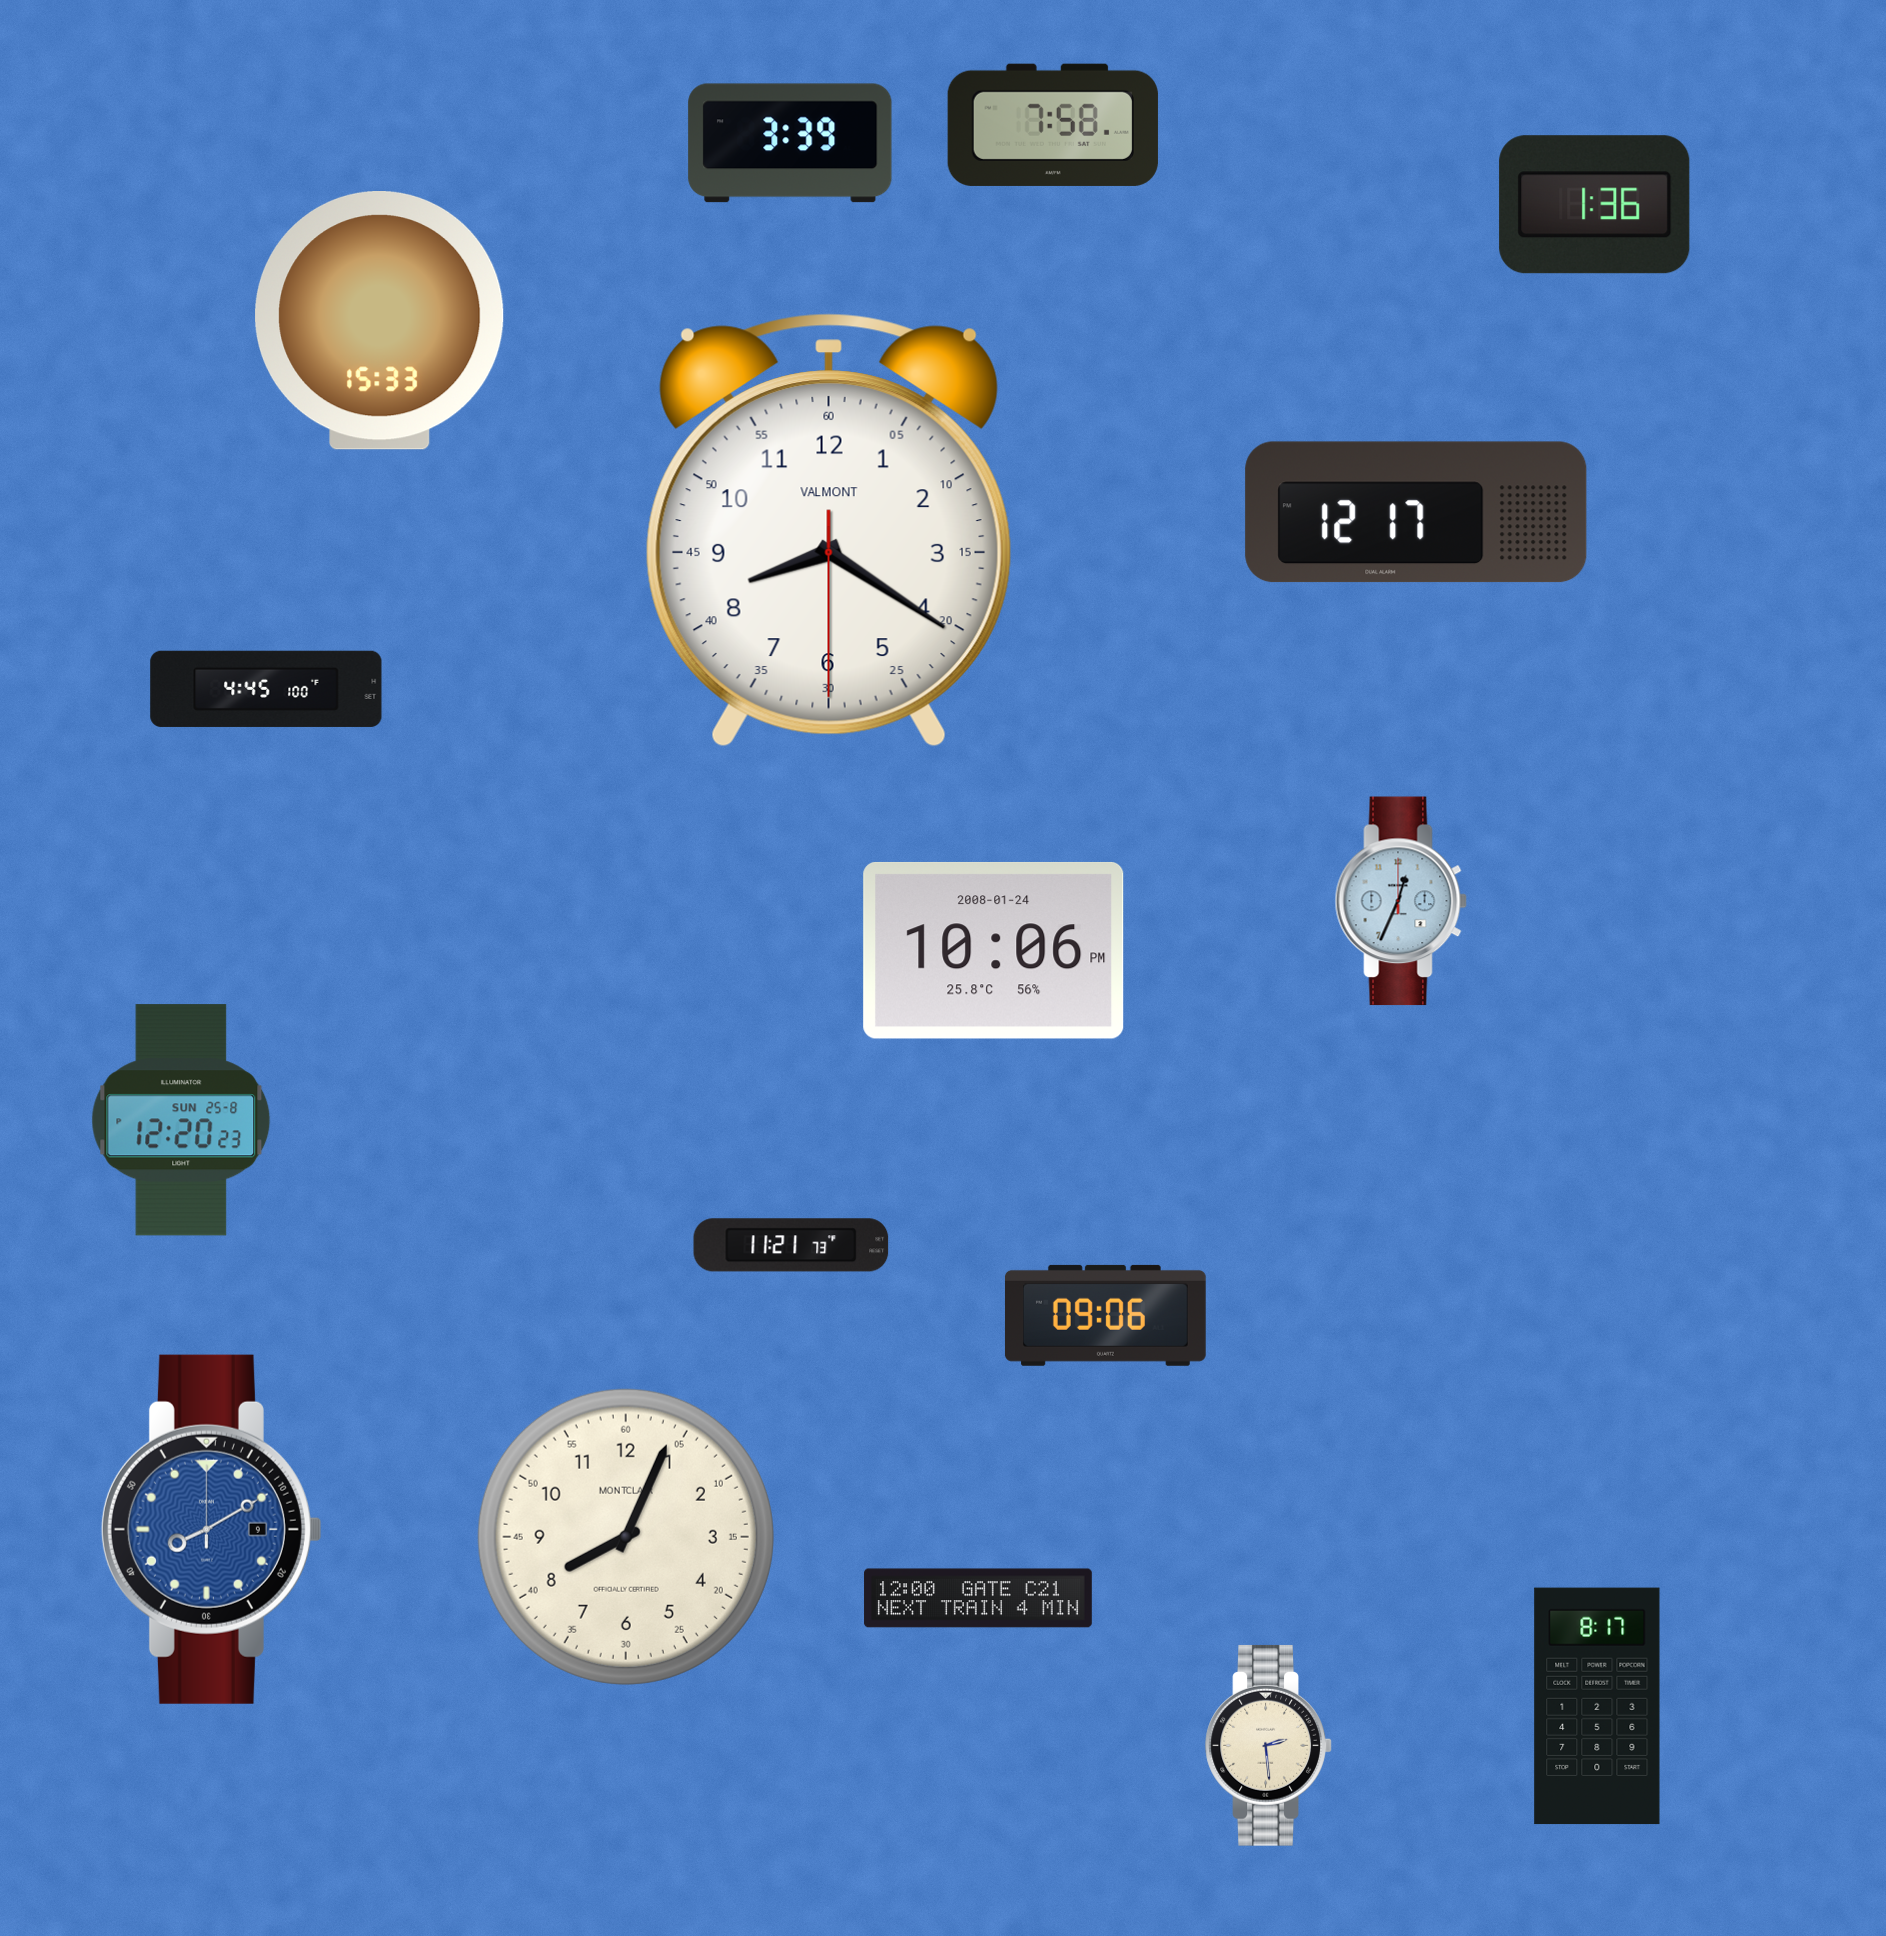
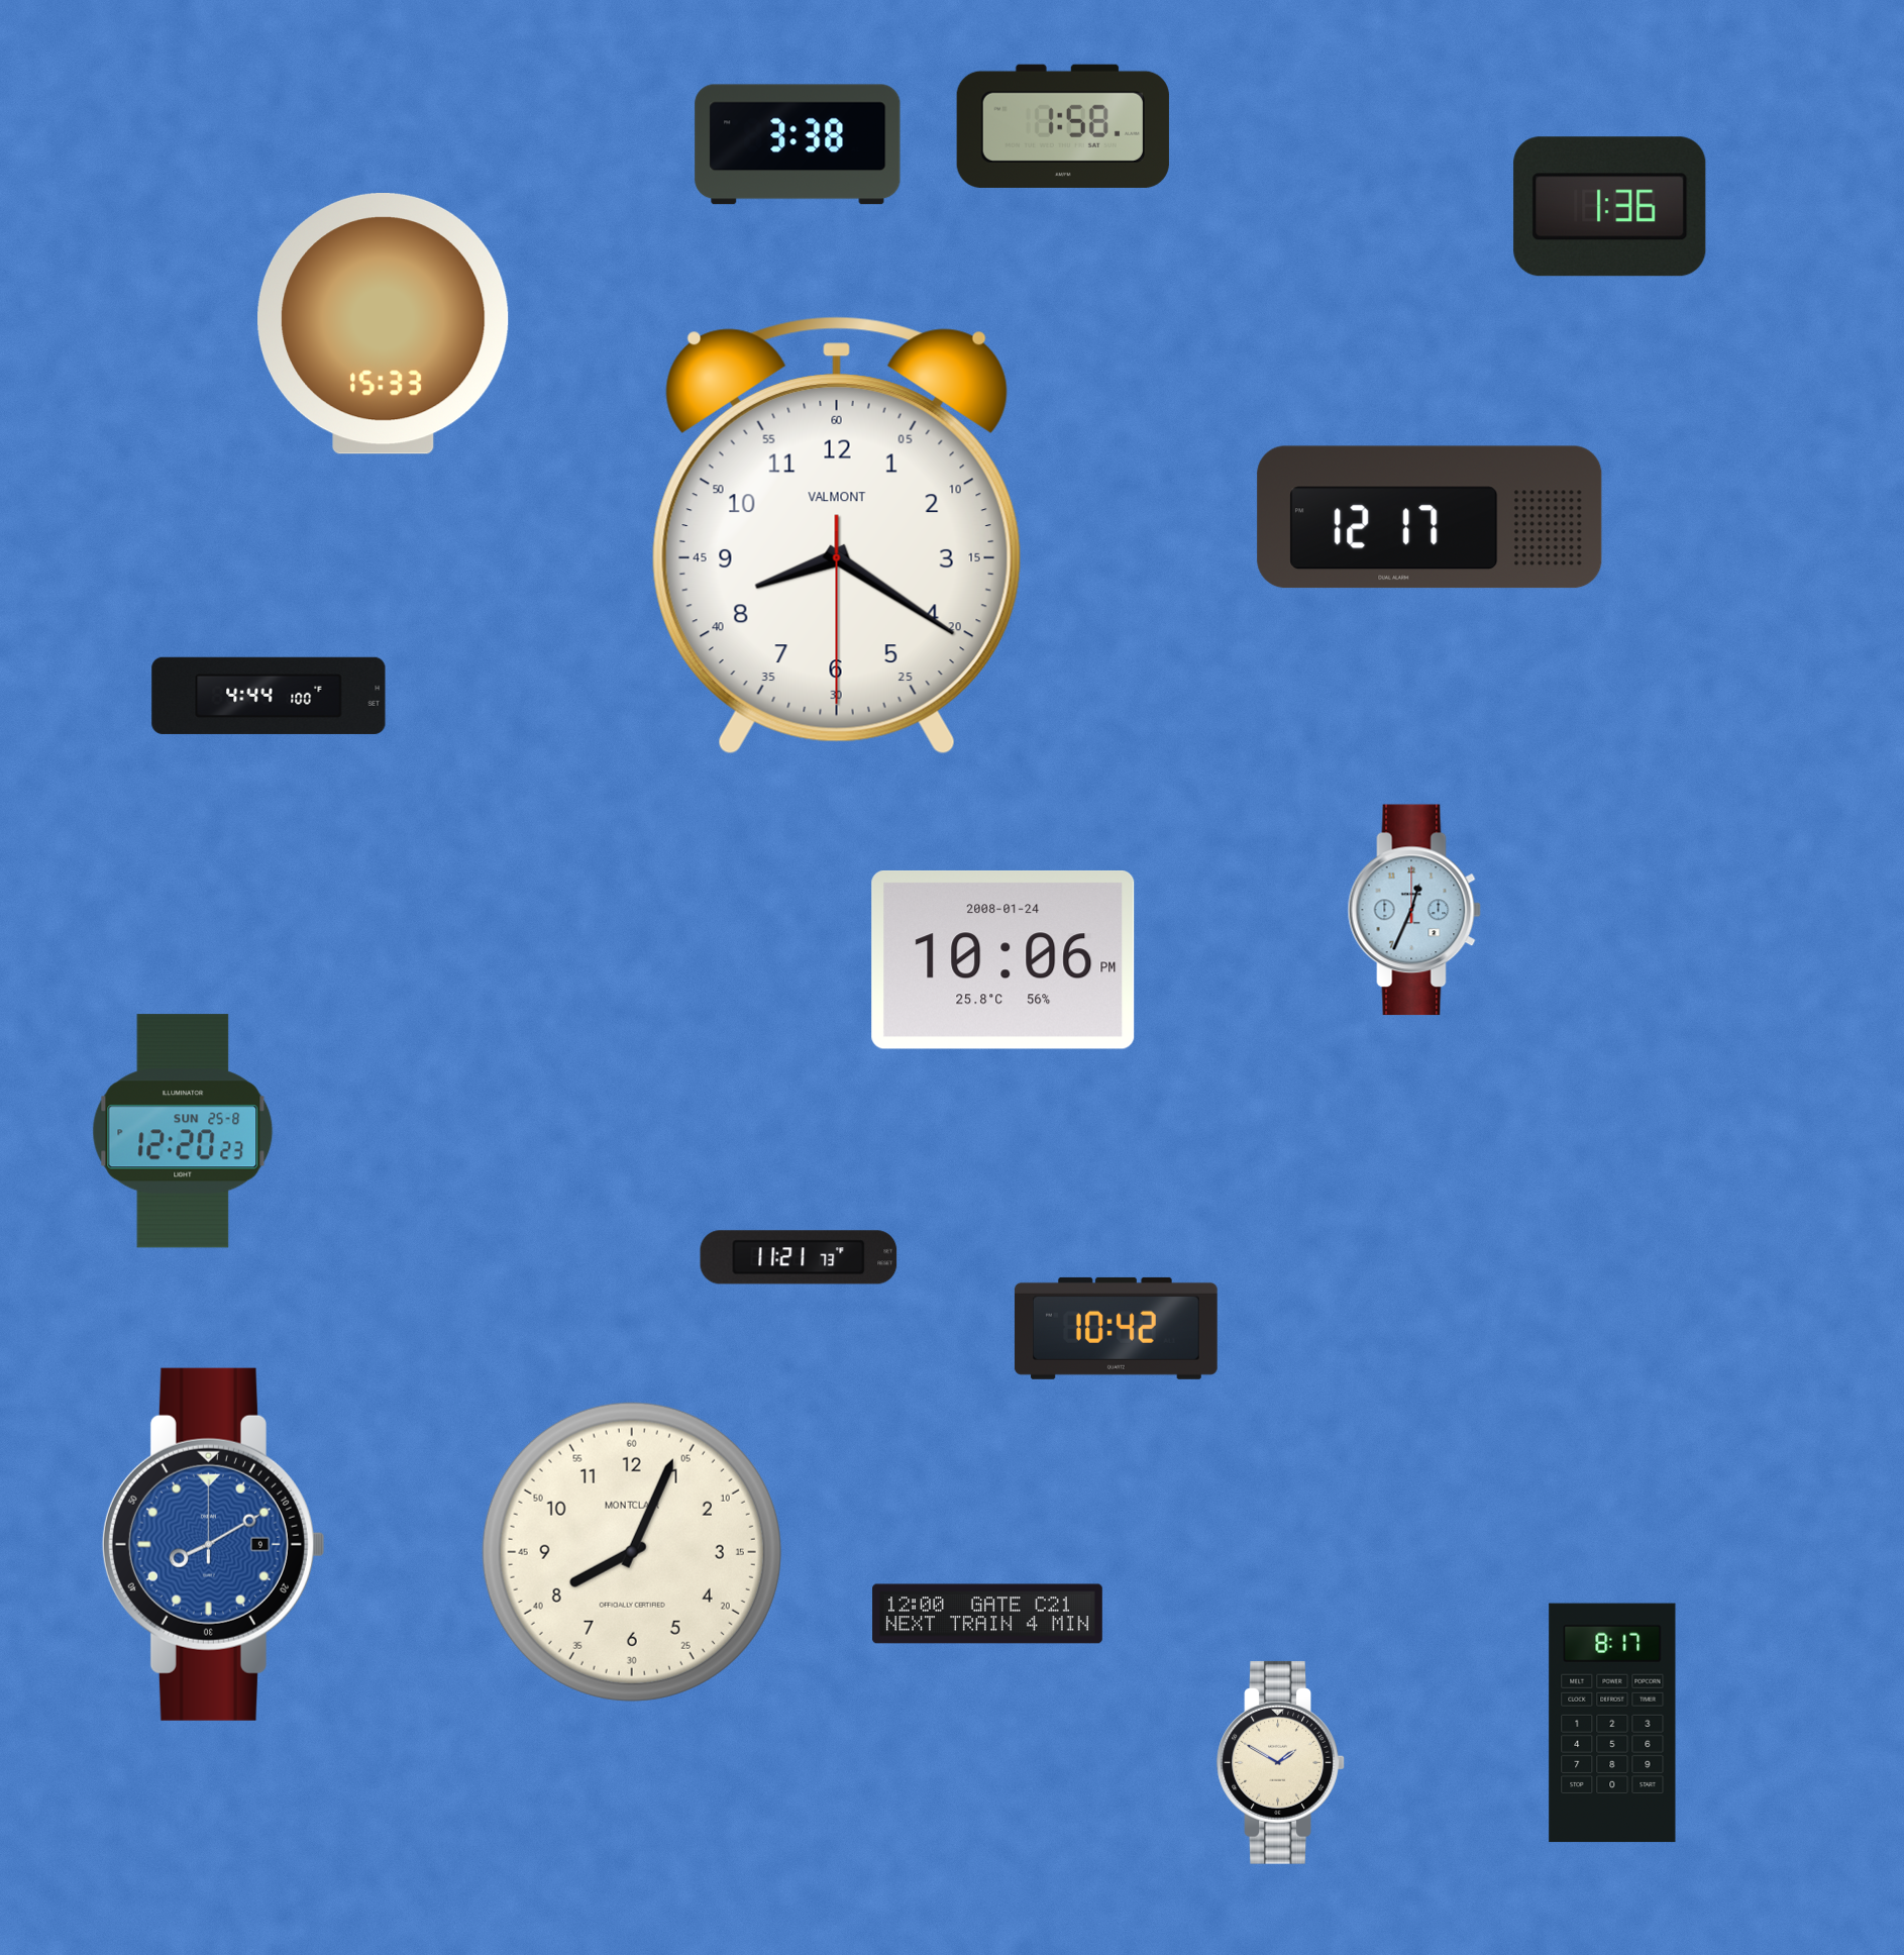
clock at (1053, 125): 7:58 -> 1:58
clock at (790, 143): 3:39 -> 3:38
clock at (266, 689): 4:45 -> 4:44
clock at (1105, 1315): 09:06 -> 10:42
clock at (1269, 1745): 2:29 -> 1:50
